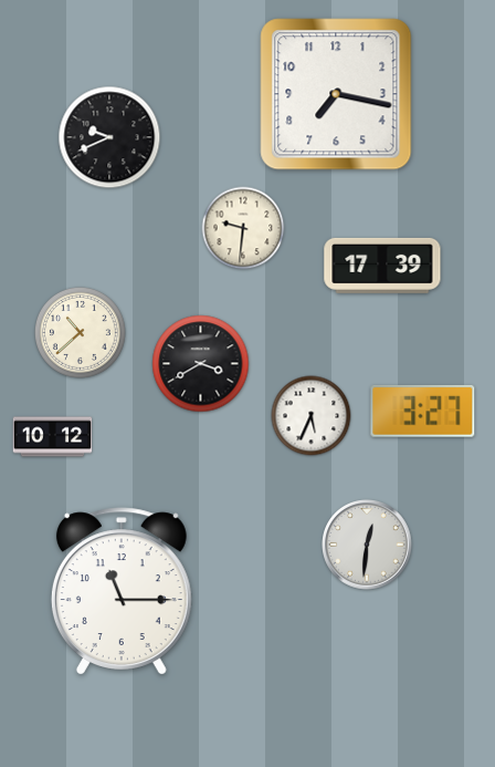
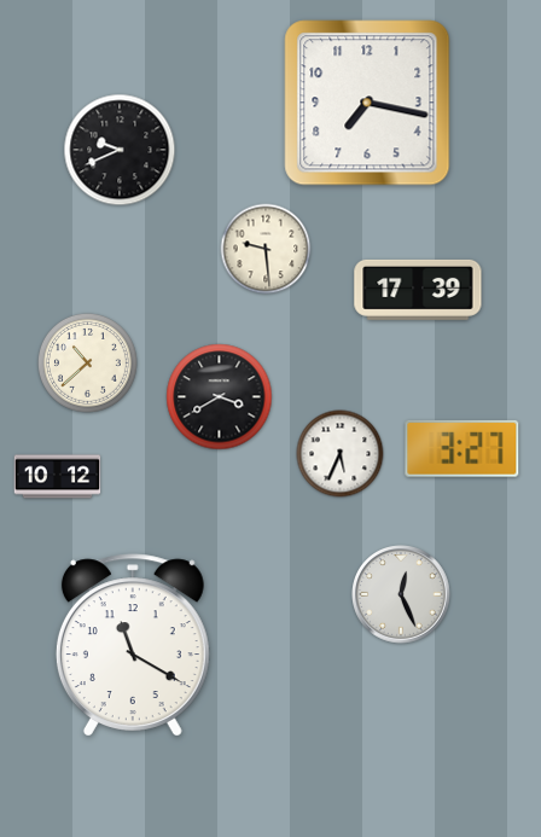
clock at (243, 228): 9:31 -> 9:29
clock at (367, 545): 12:31 -> 12:26
clock at (122, 591): 11:15 -> 11:20
